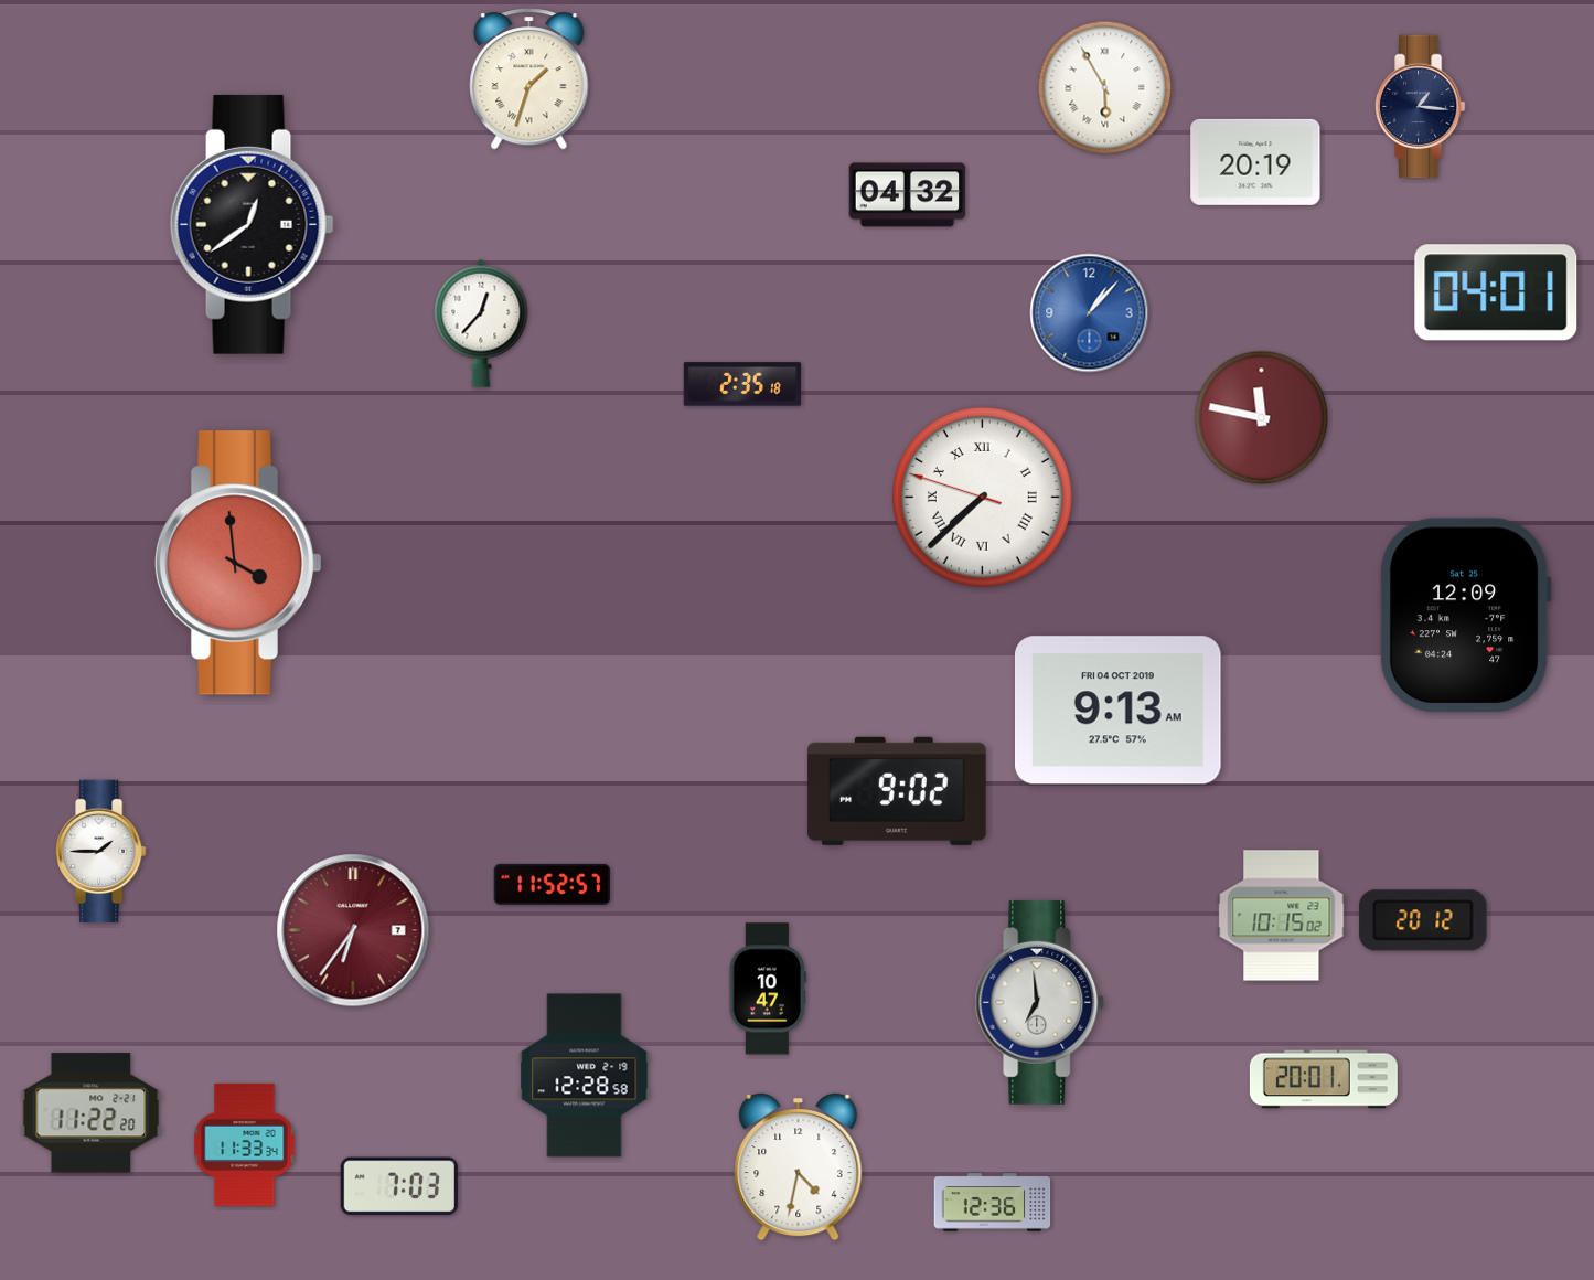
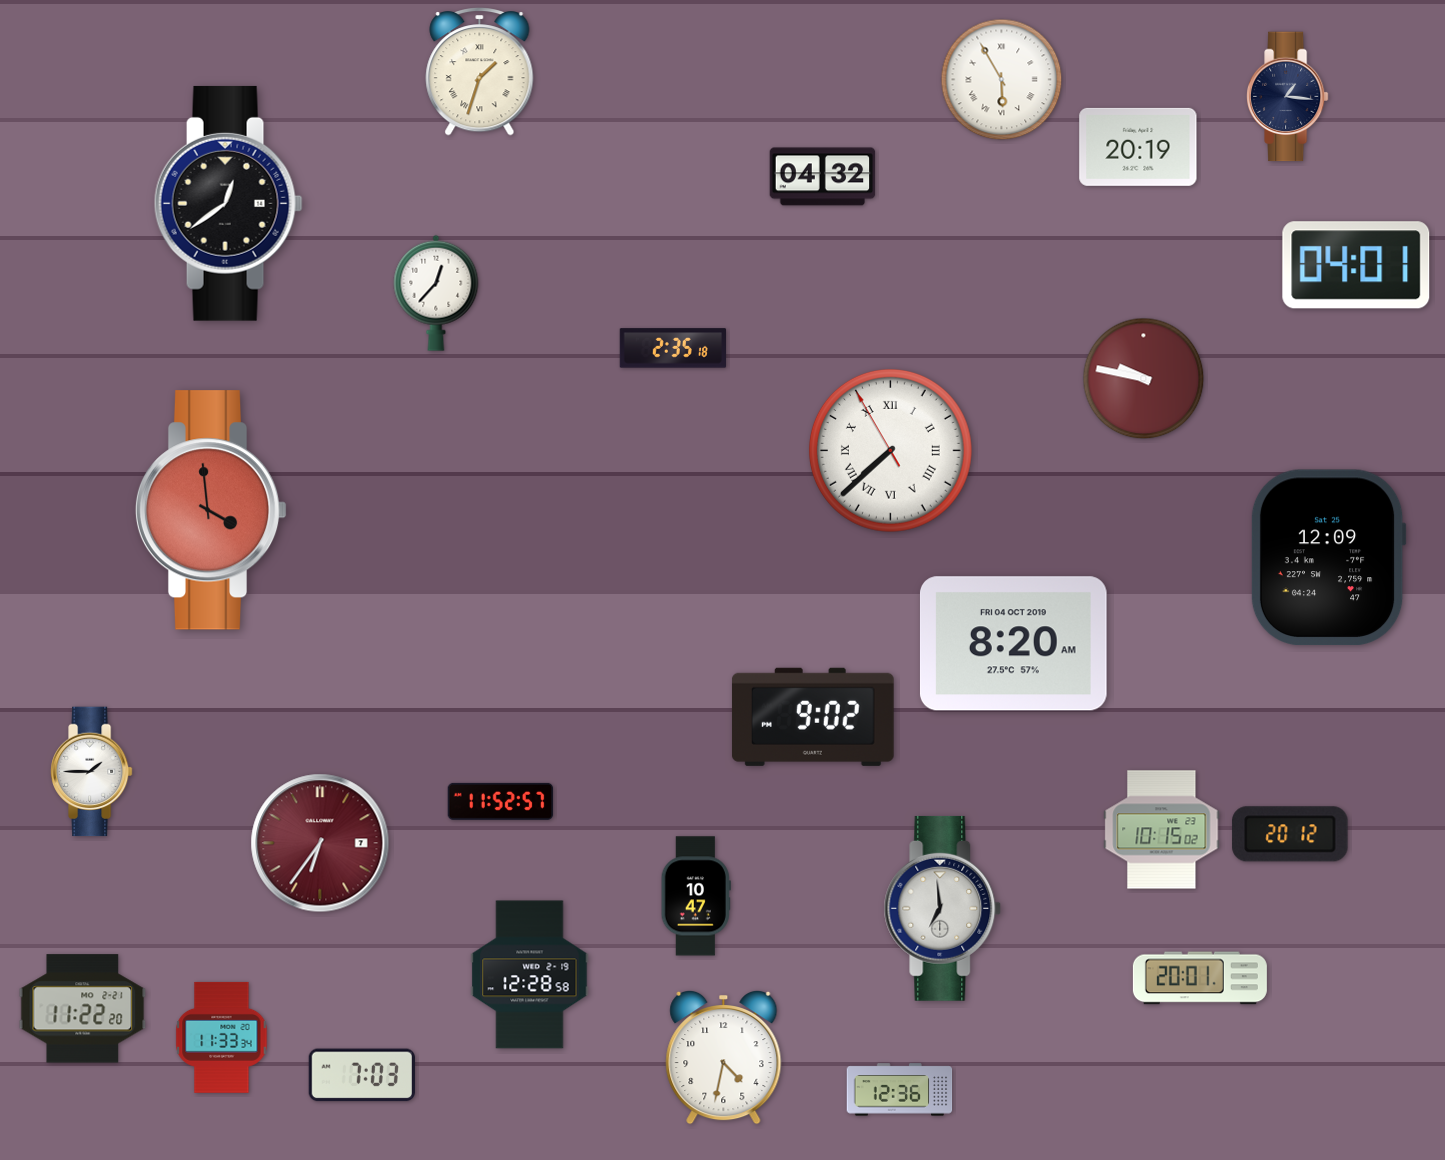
clock at (1090, 313): 1:07 -> none
clock at (1262, 418): 11:47 -> 9:47
clock at (982, 497): 7:37:48 -> 7:37:55
clock at (238, 563) position: (238, 563) -> (211, 510)
clock at (1117, 711): 9:13 -> 8:20
